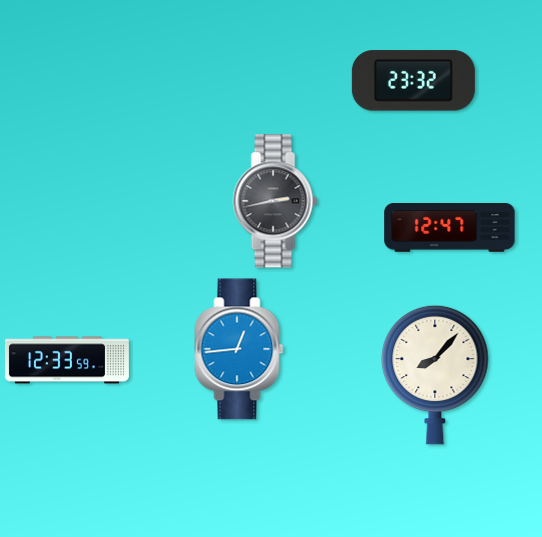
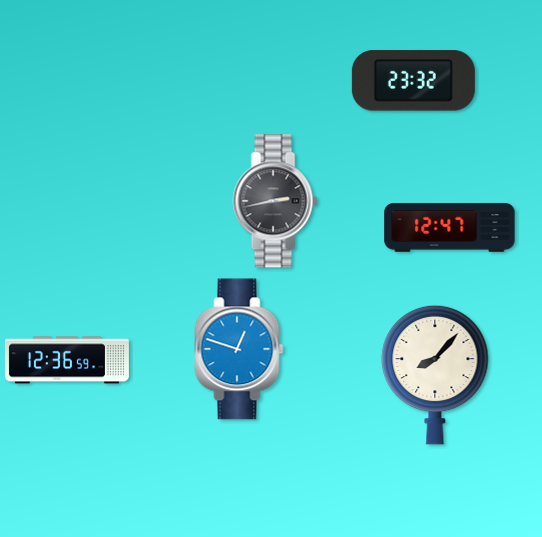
clock at (239, 349): 12:44 -> 12:48
clock at (67, 360): 12:33 -> 12:36
